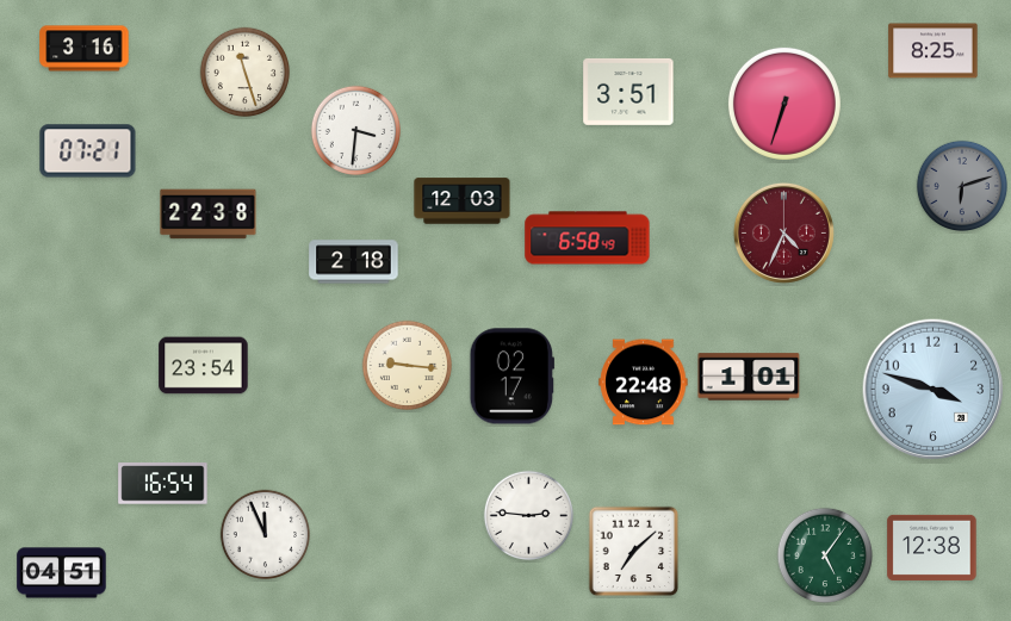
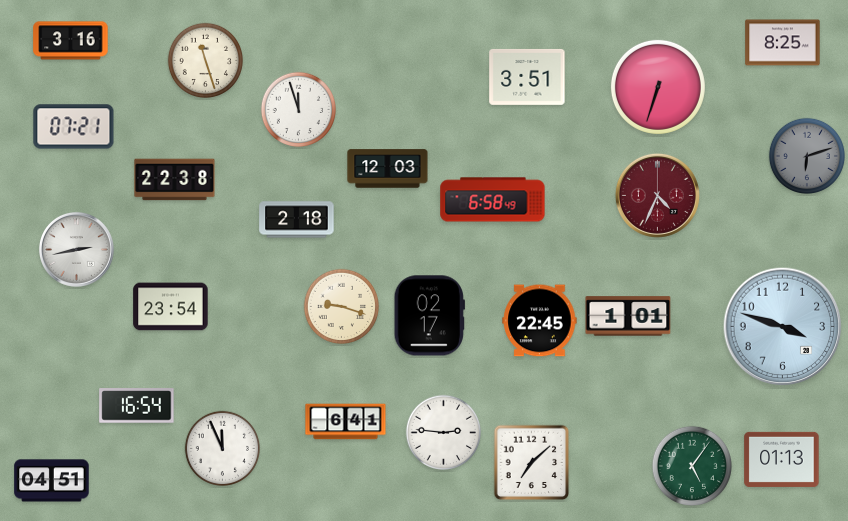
clock at (356, 131): 3:31 -> 11:57
clock at (76, 249): none -> 2:43
clock at (408, 366): 9:16 -> 9:18
clock at (644, 383): 22:48 -> 22:45
clock at (346, 422): none -> 6:41
clock at (932, 547): 12:38 -> 01:13
